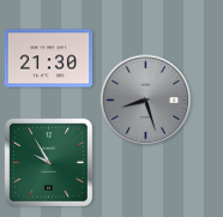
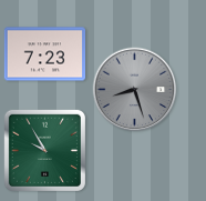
clock at (49, 59): 21:30 -> 7:23
clock at (146, 101) position: (146, 101) -> (135, 90)
